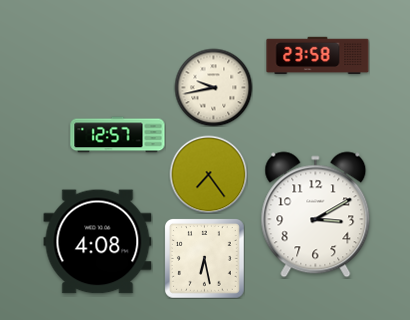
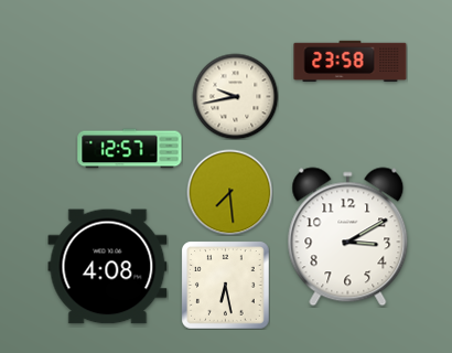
clock at (208, 174): 7:24 -> 7:29
